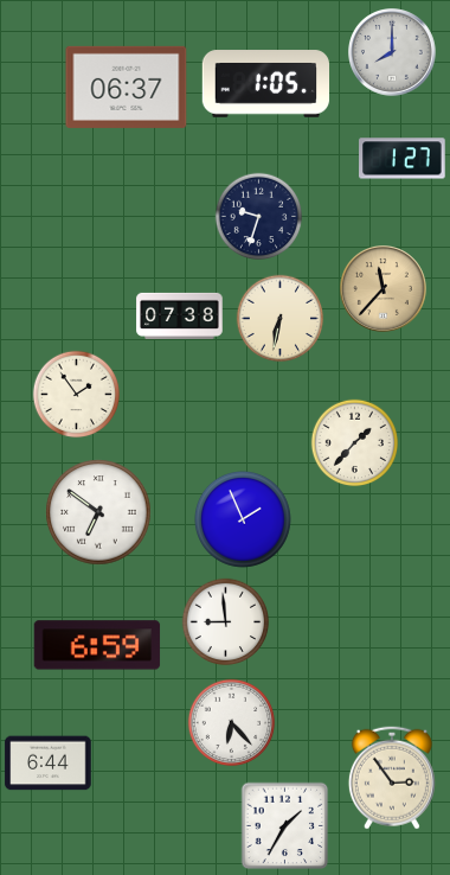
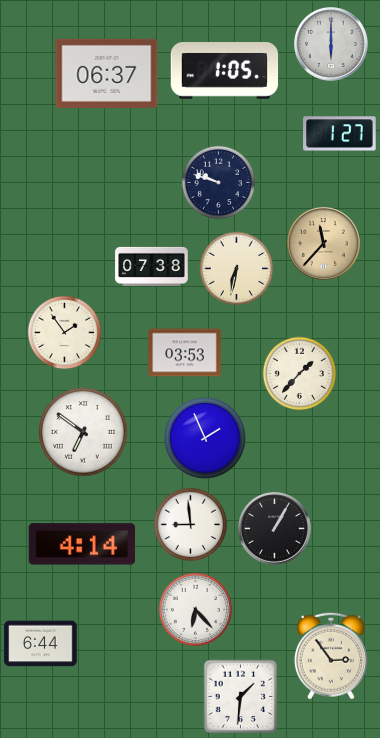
clock at (393, 53): 8:00 -> 6:00
clock at (259, 217): 9:33 -> 9:48
clock at (185, 353): none -> 03:53
clock at (275, 529): none -> 1:05
clock at (97, 645): 6:59 -> 4:14
clock at (285, 826): 1:35 -> 1:31
